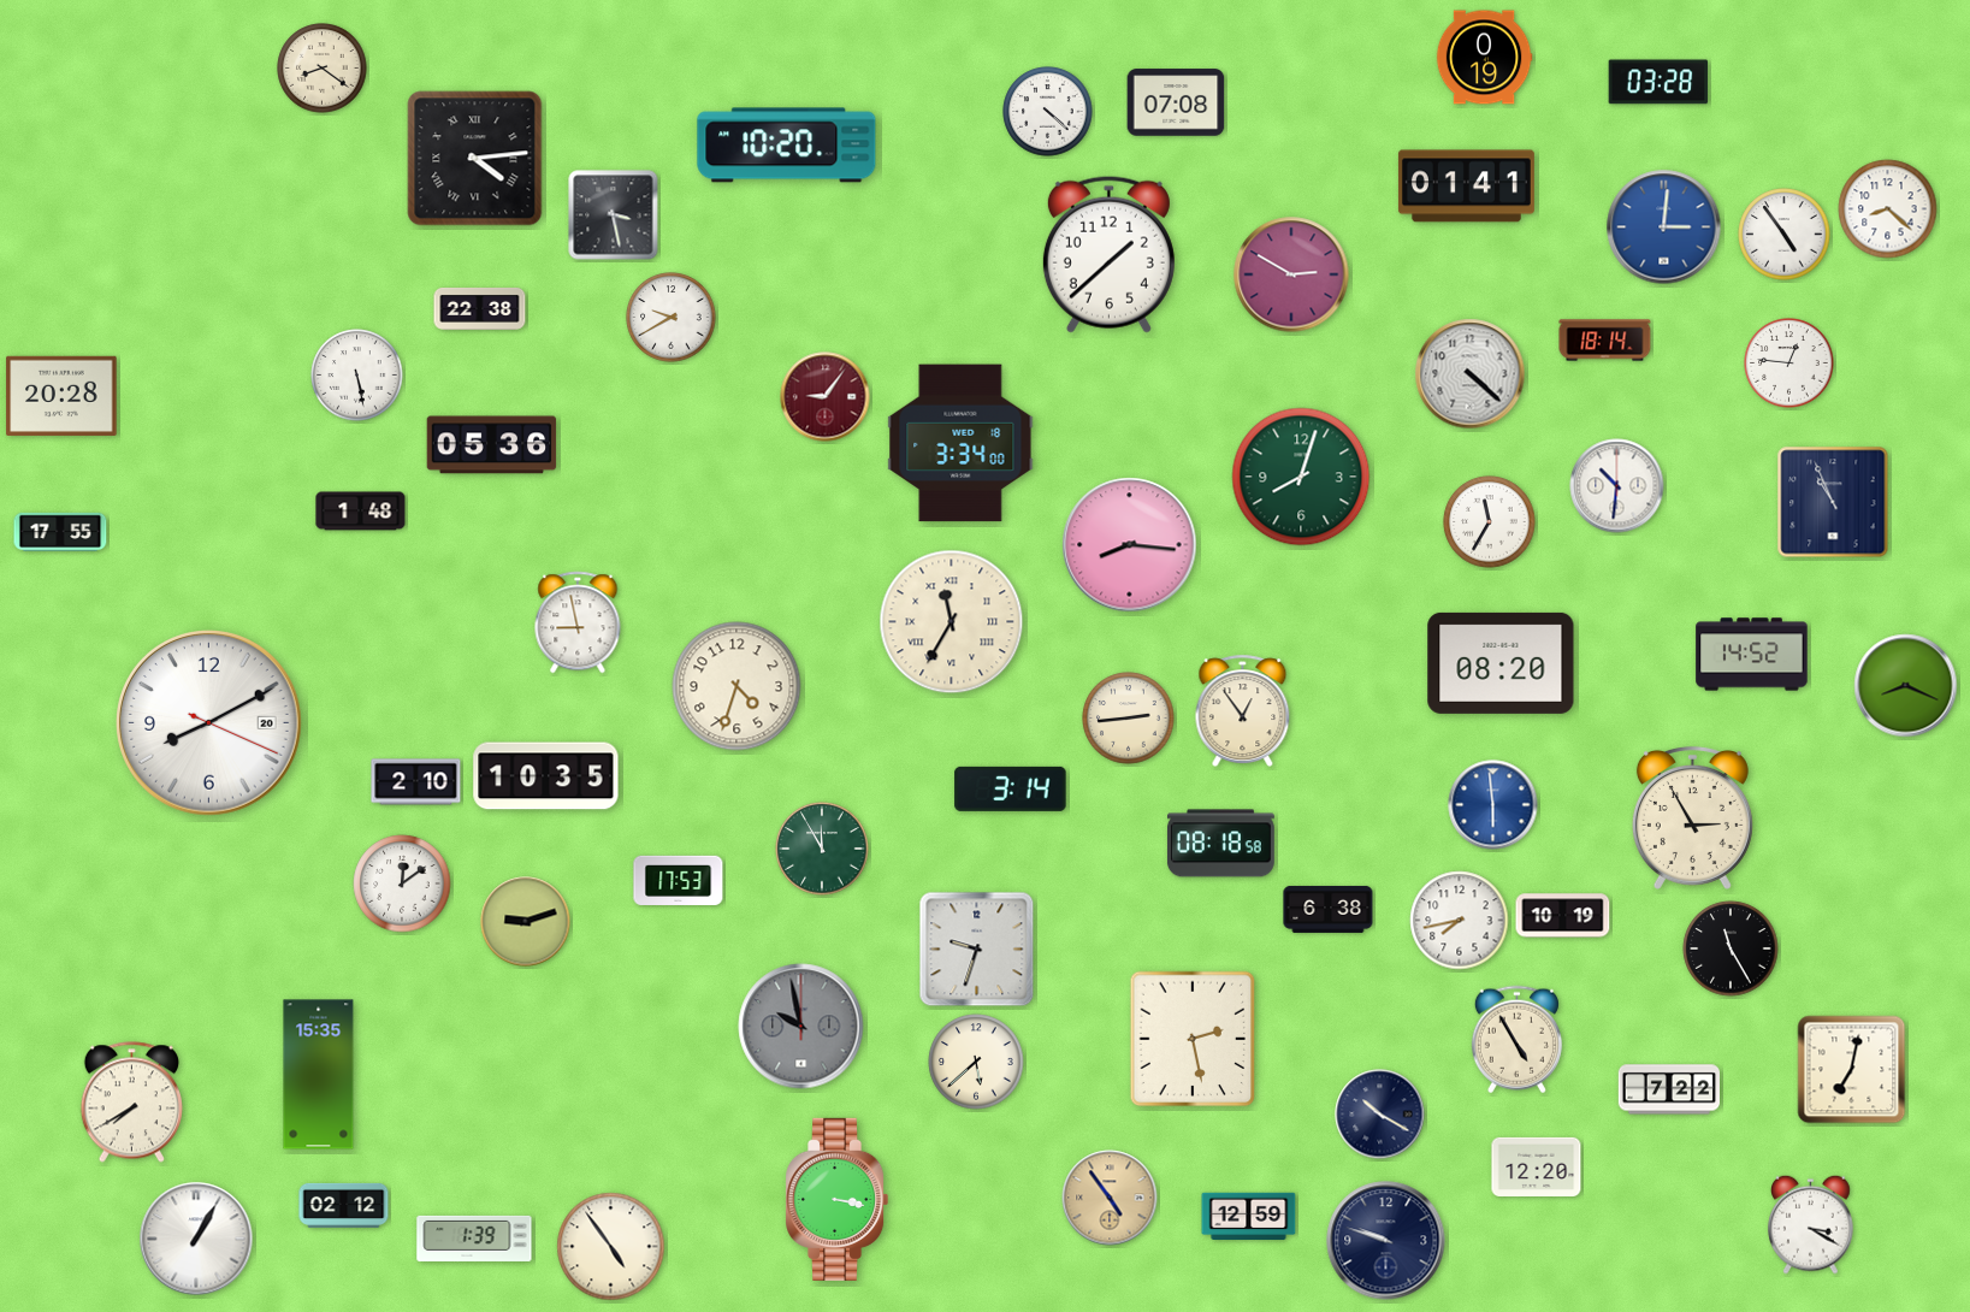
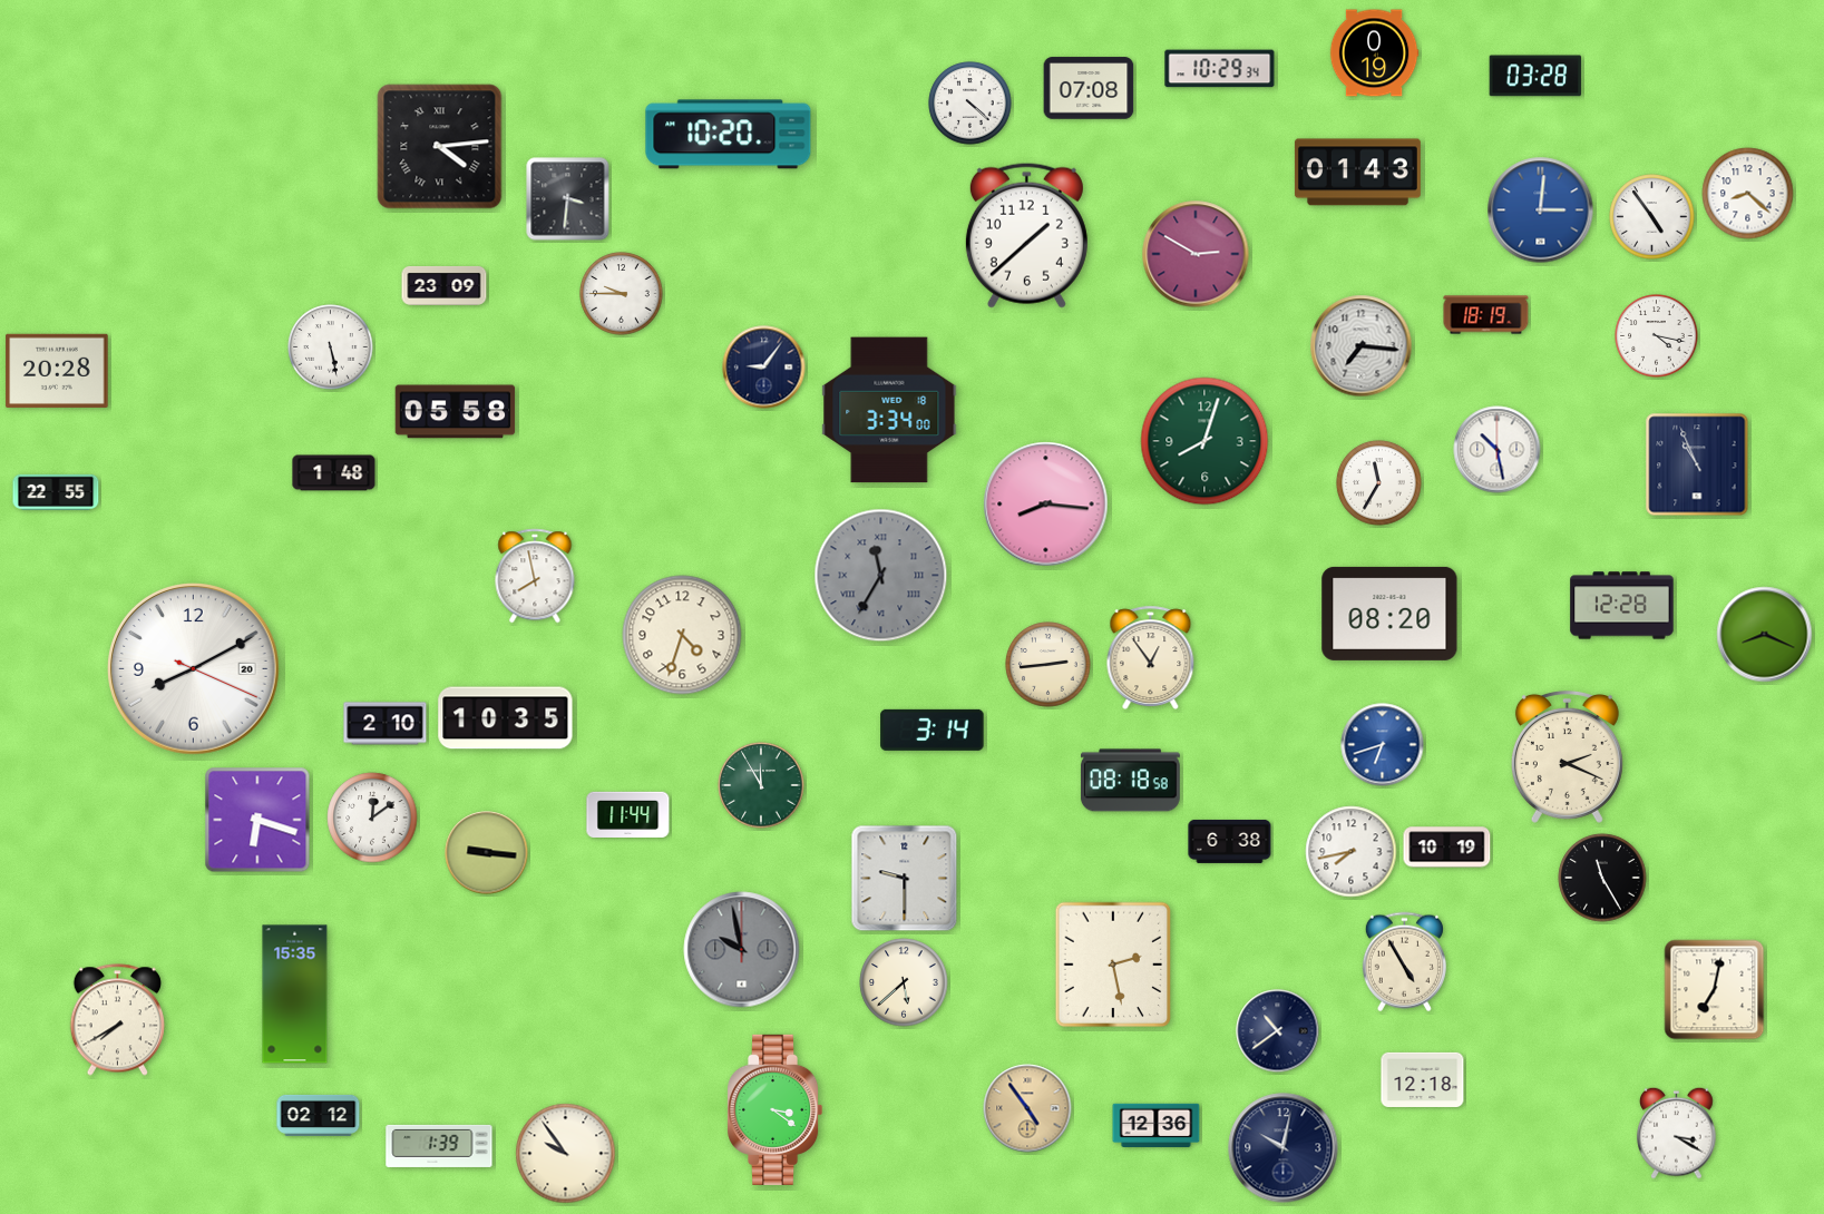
clock at (323, 69): 8:21 -> none
clock at (1220, 69): none -> 10:29
clock at (1176, 102) position: (1176, 102) -> (1089, 88)
clock at (1466, 187): 01:41 -> 01:43
clock at (614, 215): 3:28 -> 3:31
clock at (480, 308): 22:38 -> 23:09
clock at (672, 318): 9:40 -> 9:45
clock at (1605, 341): 18:14 -> 18:19
clock at (1789, 364): 12:46 -> 4:17
clock at (1471, 374): 4:22 -> 7:16
clock at (61, 396) position: (61, 396) -> (57, 371)
clock at (826, 397) dial: burgundy -> navy
clock at (492, 445): 05:36 -> 05:58
clock at (1617, 486): 10:31 -> 10:28
clock at (60, 532): 17:55 -> 22:55
clock at (578, 622): 8:58 -> 7:58
clock at (952, 622) dial: cream -> grey
clock at (1752, 655): 14:52 -> 12:28
clock at (1129, 719) position: (1129, 719) -> (1048, 665)
clock at (1011, 788) position: (1011, 788) -> (933, 730)
clock at (1493, 805): 5:59 -> 6:42
clock at (1692, 817): 2:55 -> 2:19
clock at (679, 880): 17:53 -> 11:44
clock at (257, 820): none -> 6:18
clock at (526, 922): 9:12 -> 9:16
clock at (977, 950): 9:33 -> 9:30
clock at (1193, 1039) position: (1193, 1039) -> (1113, 965)
clock at (1669, 1089): 7:22 -> none
clock at (131, 1103) position: (131, 1103) -> (117, 1020)
clock at (1380, 1115): 10:20 -> 10:39
clock at (1537, 1166): 12:20 -> 12:18
clock at (838, 1199): 3:17 -> 3:21
clock at (1249, 1217): 12:59 -> 12:36
clock at (196, 1239): 1:05 -> none
clock at (1386, 1241): 9:48 -> 10:02
clock at (611, 1247): 4:54 -> 9:54
